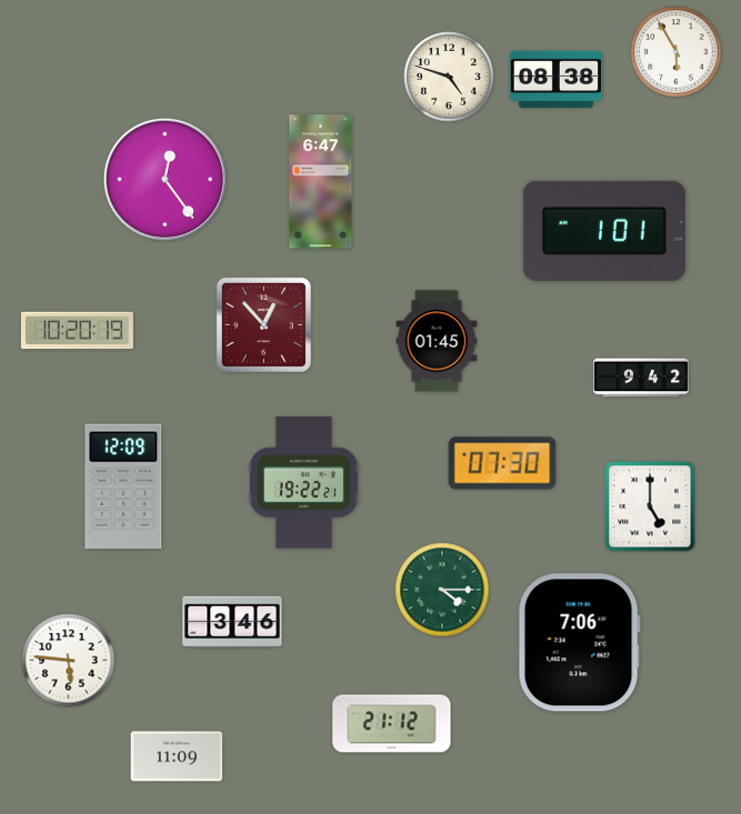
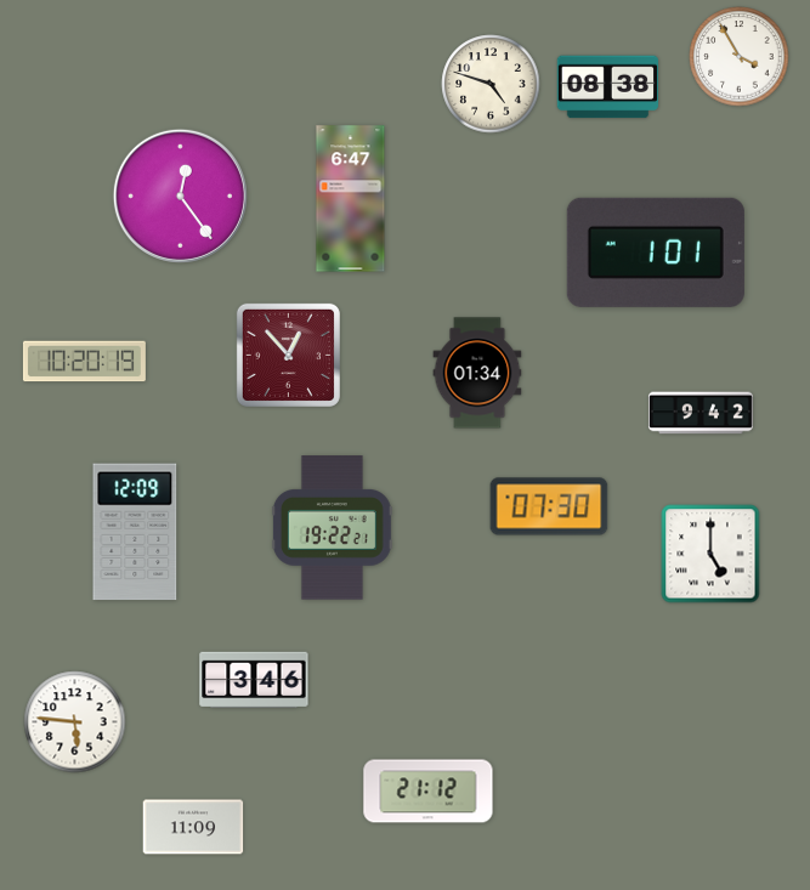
clock at (677, 52): 5:55 -> 3:55
clock at (604, 231) position: (604, 231) -> (656, 253)
clock at (437, 341): 01:45 -> 01:34
clock at (442, 590): 4:15 -> none
clock at (579, 643): 7:06 -> none
